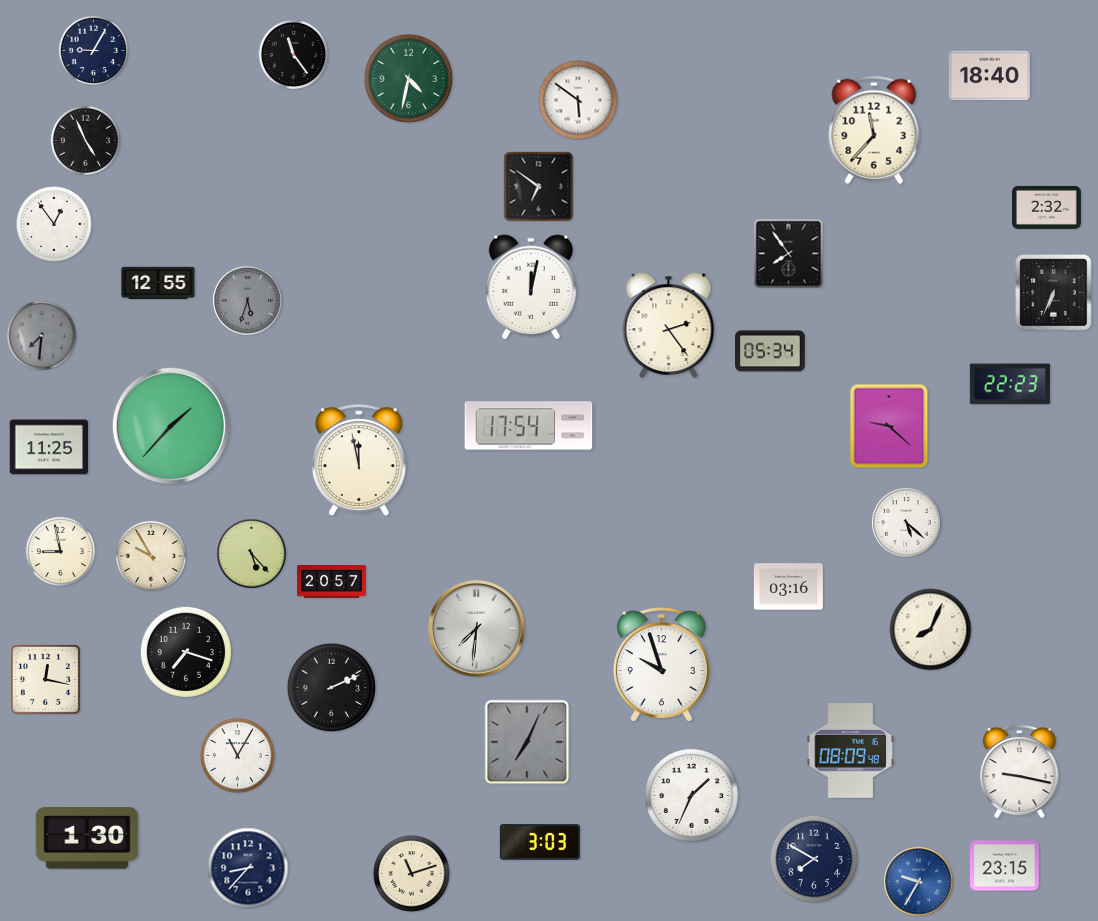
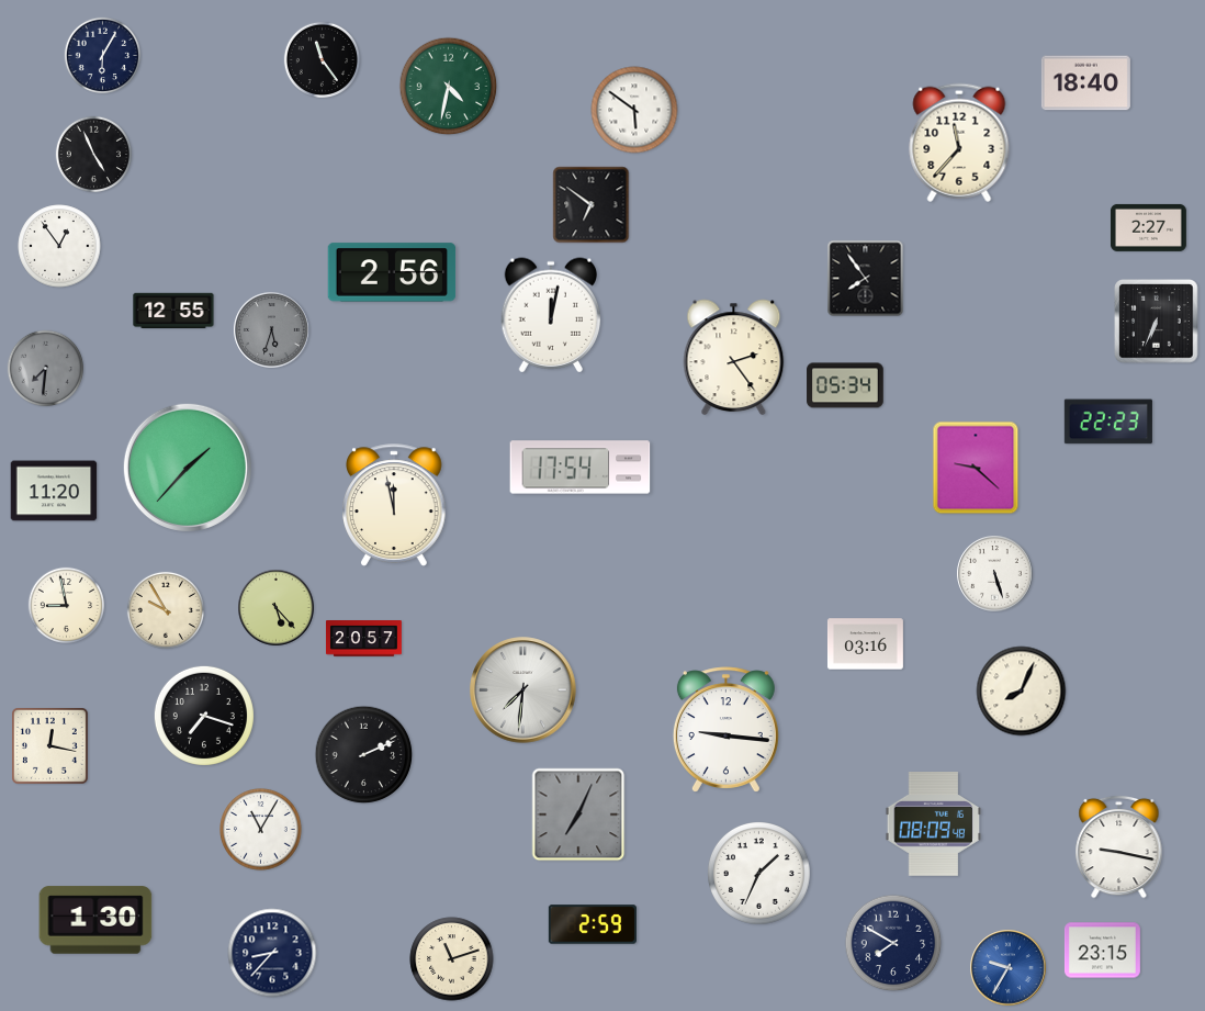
clock at (94, 51): 9:05 -> 6:05
clock at (1046, 207): 2:32 -> 2:27
clock at (392, 272): none -> 2:56
clock at (531, 287) position: (531, 287) -> (551, 315)
clock at (49, 447): 11:25 -> 11:20
clock at (907, 523): 5:22 -> 5:27
clock at (661, 665): 9:57 -> 9:16
clock at (540, 842): 3:03 -> 2:59
